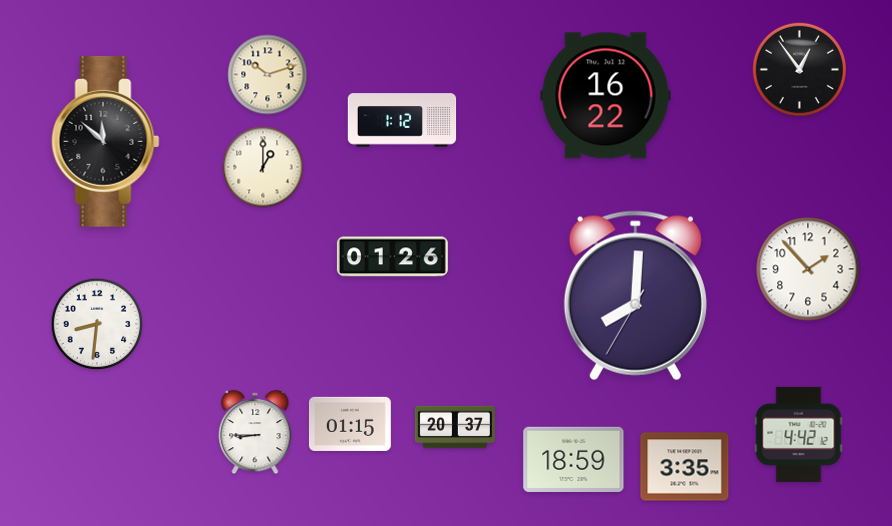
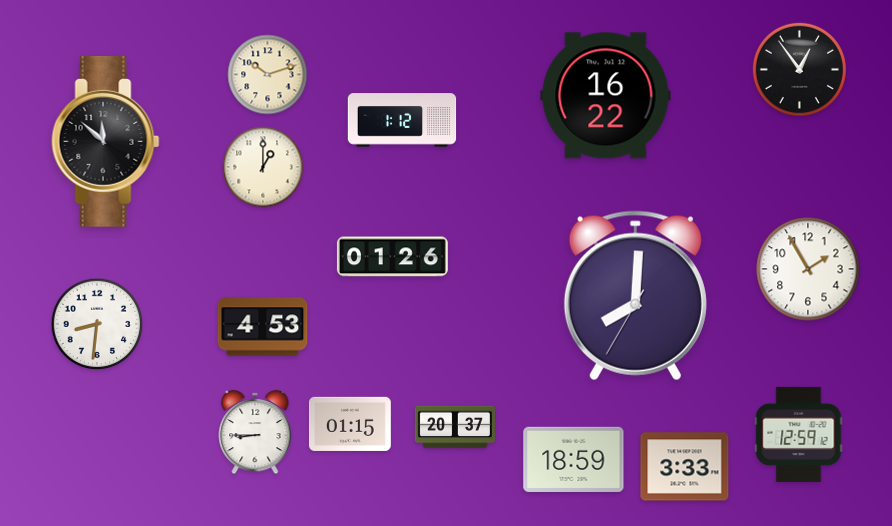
clock at (808, 269): 1:53 -> 1:55
clock at (263, 327): none -> 4:53
clock at (799, 434): 4:42 -> 12:59
clock at (685, 467): 3:35 -> 3:33
